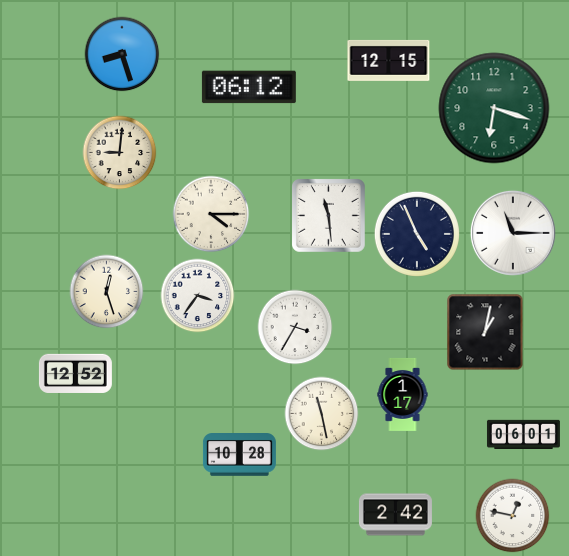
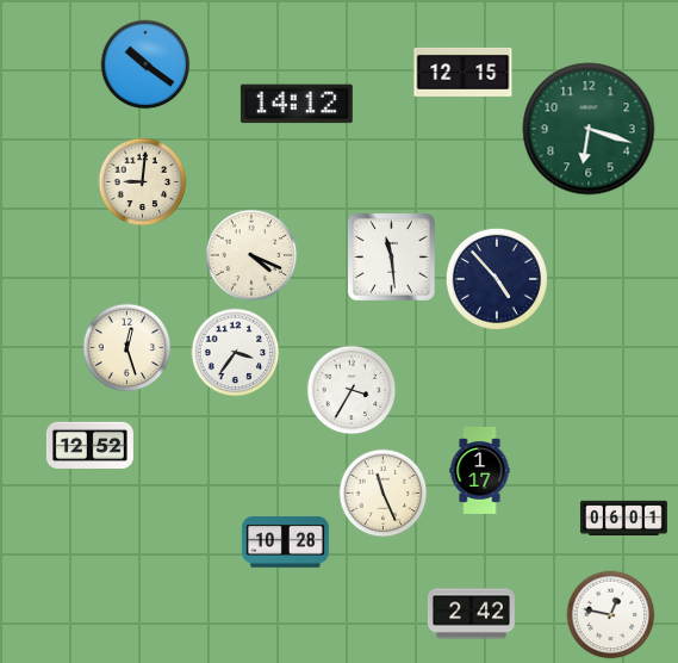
clock at (122, 54): 8:27 -> 10:21
clock at (249, 87): 06:12 -> 14:12
clock at (211, 214): 4:15 -> 4:19
clock at (513, 233): 11:15 -> none
clock at (417, 234): 4:56 -> 4:53
clock at (485, 332): 1:02 -> none
clock at (322, 414): 11:28 -> 11:26
